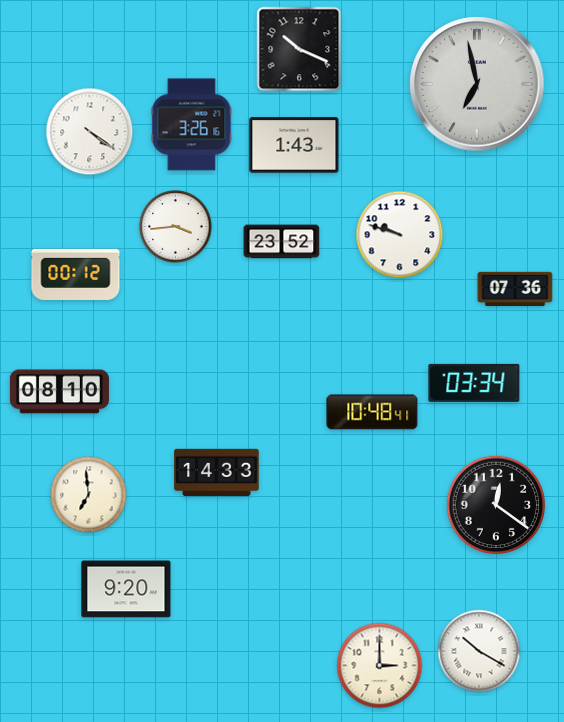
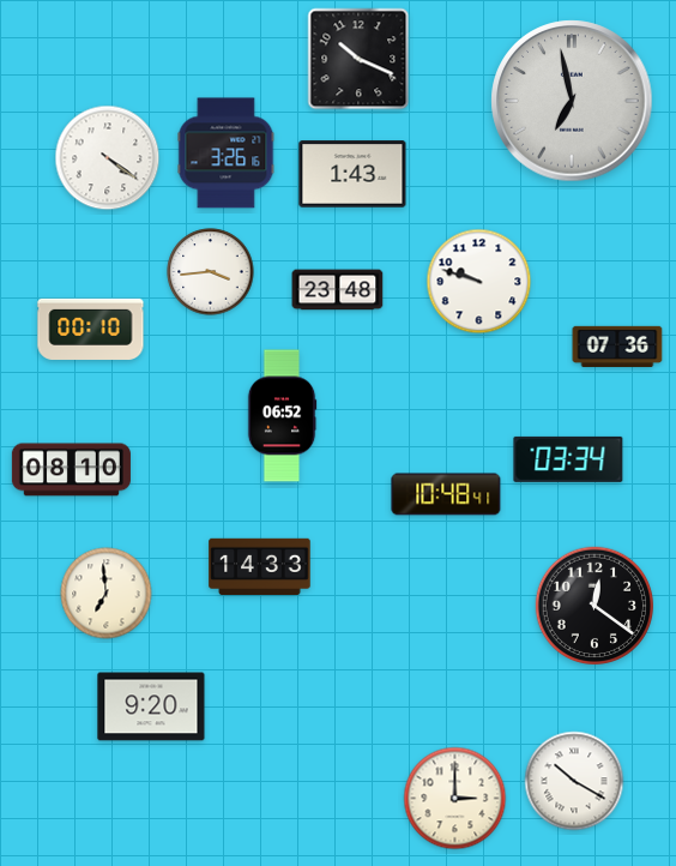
clock at (192, 125) position: (192, 125) -> (227, 154)
clock at (282, 242): 23:52 -> 23:48
clock at (76, 274): 00:12 -> 00:10
clock at (282, 416): none -> 06:52
